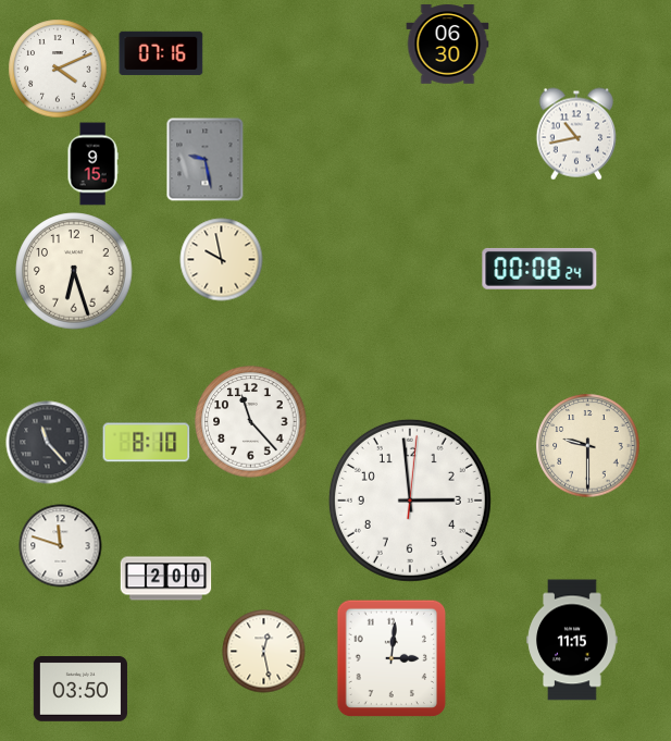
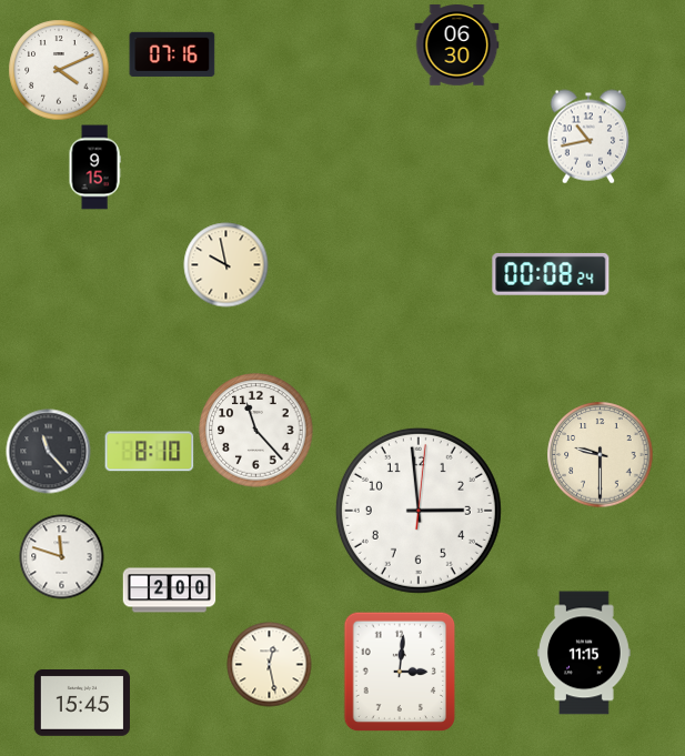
clock at (161, 53) position: (161, 53) -> (172, 54)
clock at (206, 160): 9:28 -> none
clock at (74, 271): 6:27 -> none
clock at (80, 690): 03:50 -> 15:45
